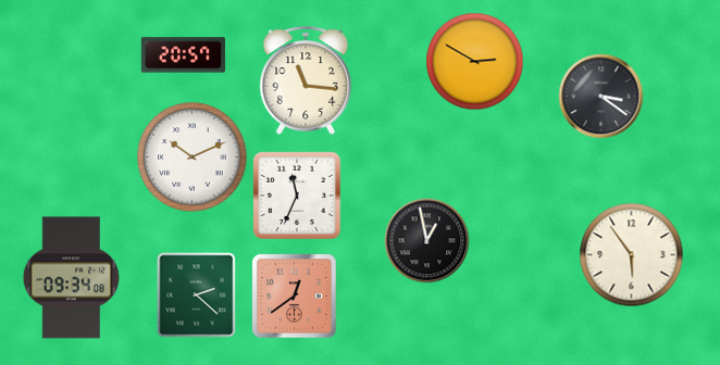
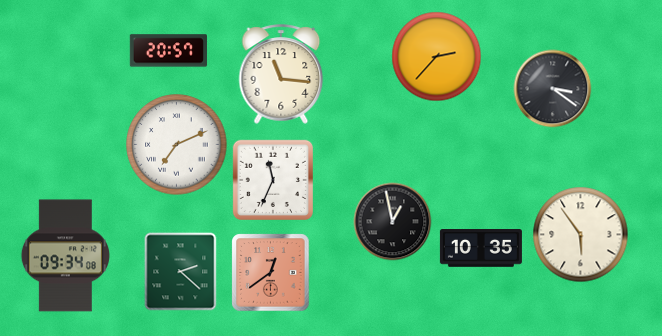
clock at (474, 61): 2:50 -> 2:37
clock at (193, 158): 10:11 -> 7:11
clock at (481, 249): none -> 10:35
